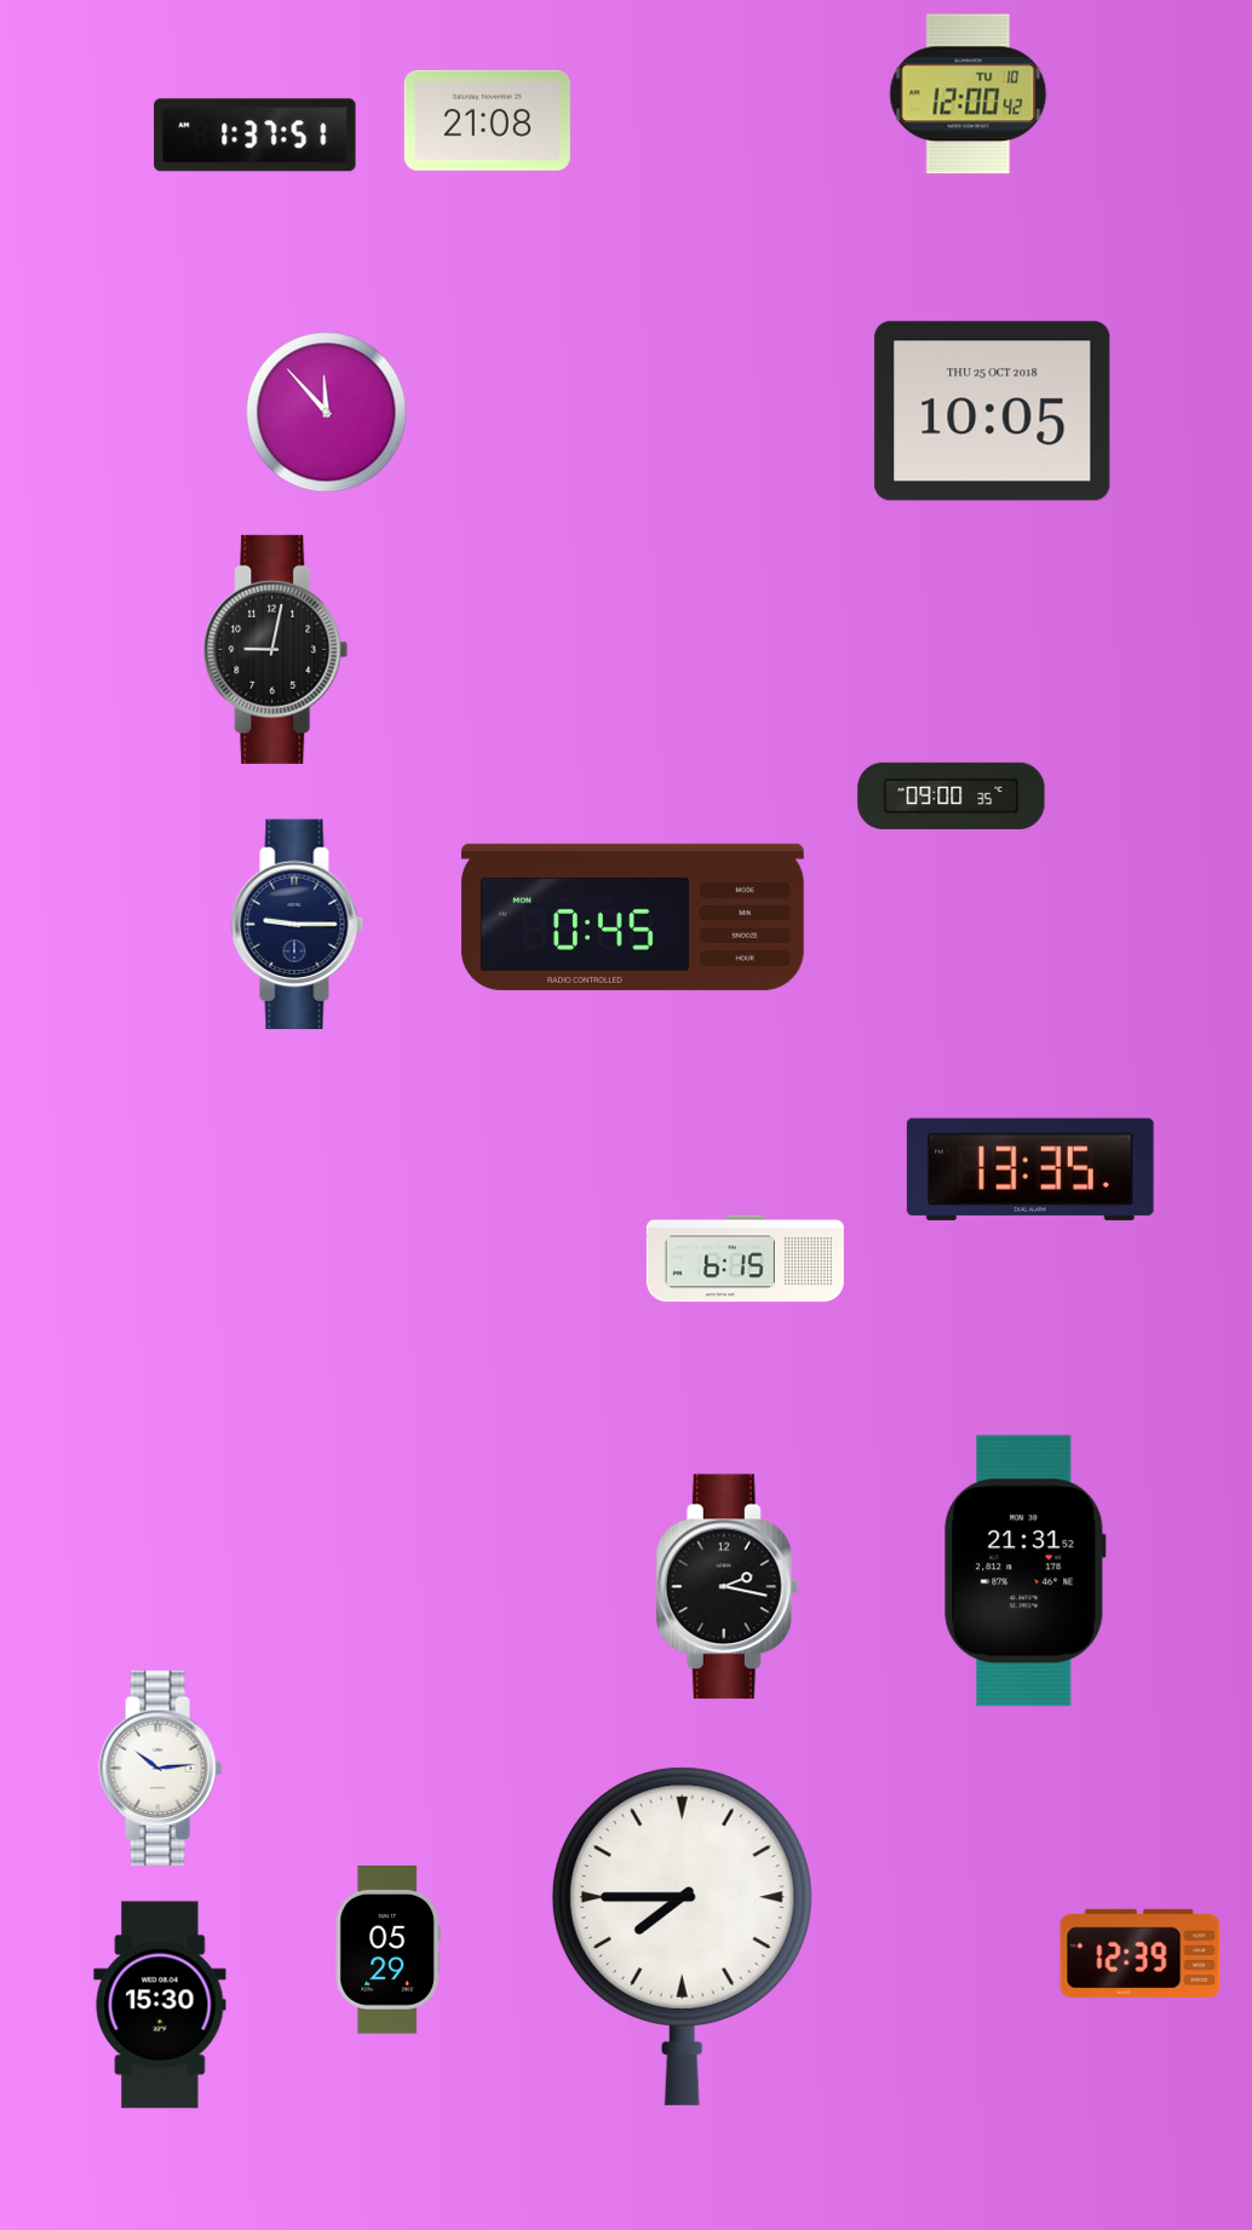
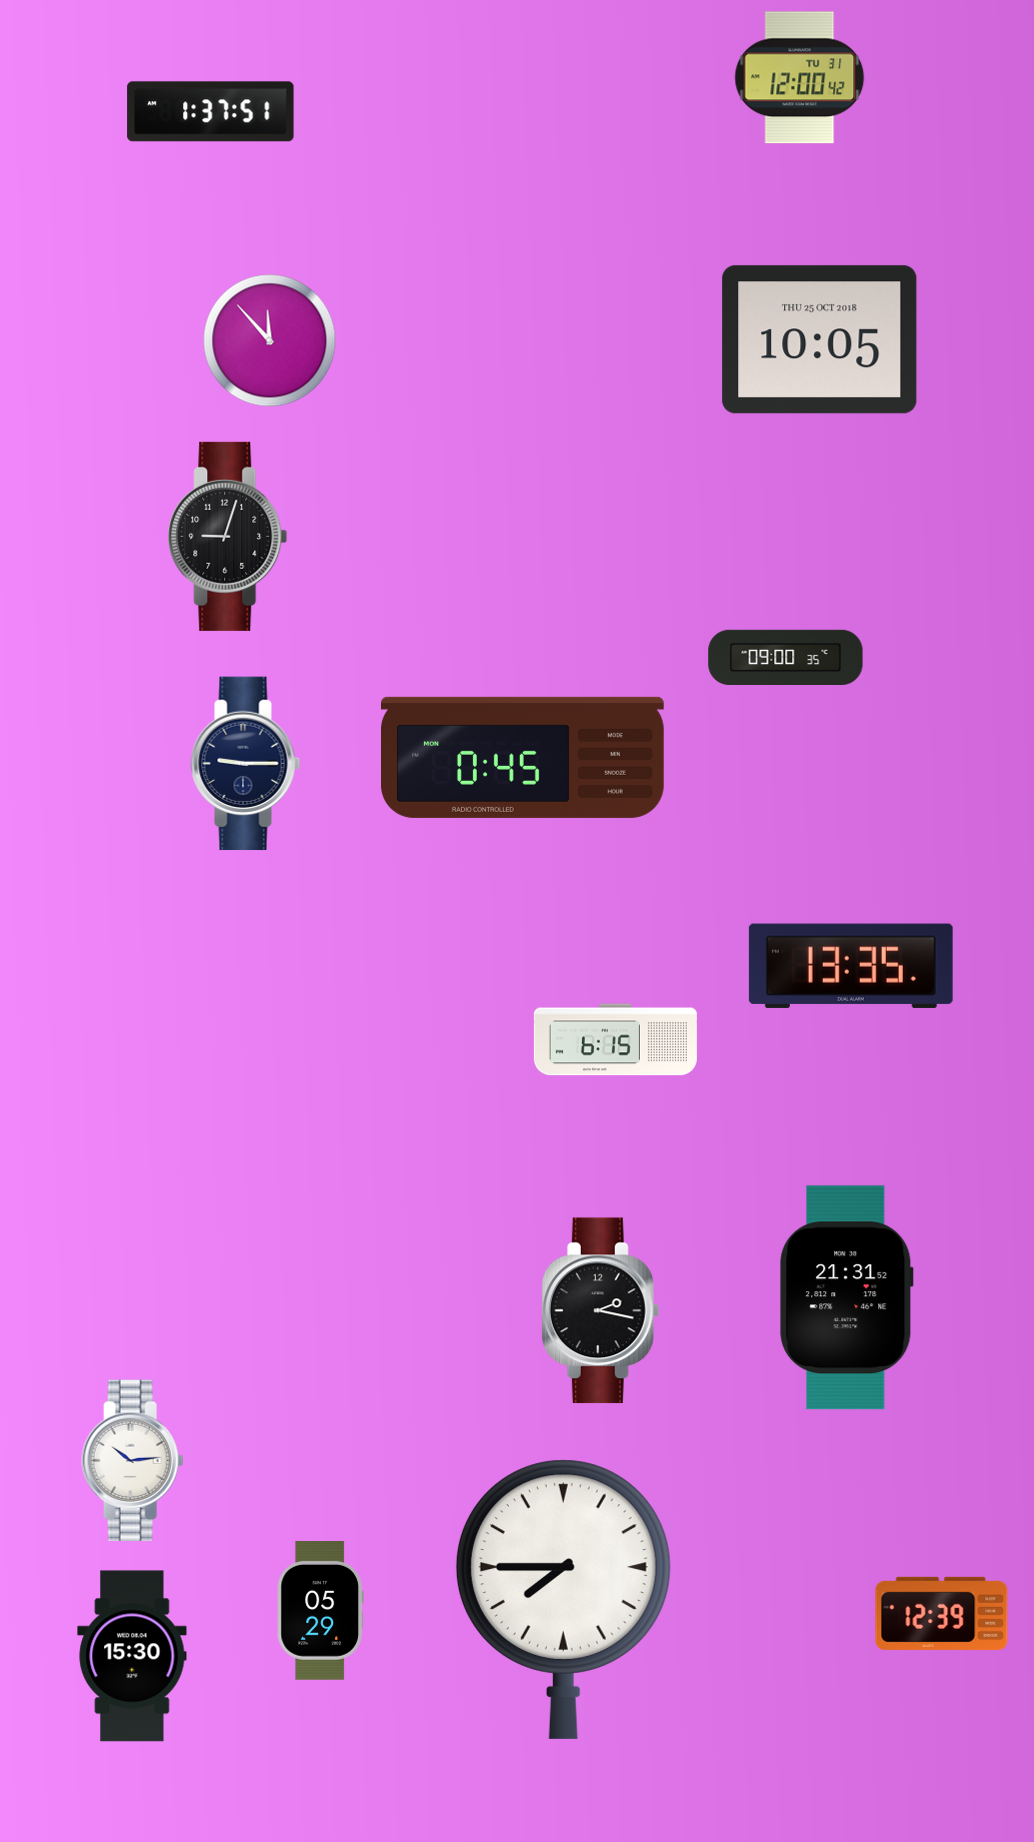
clock at (969, 94) date: TU 10 -> TU 31
clock at (487, 120): 21:08 -> none
clock at (276, 649): 9:02 -> 9:03
